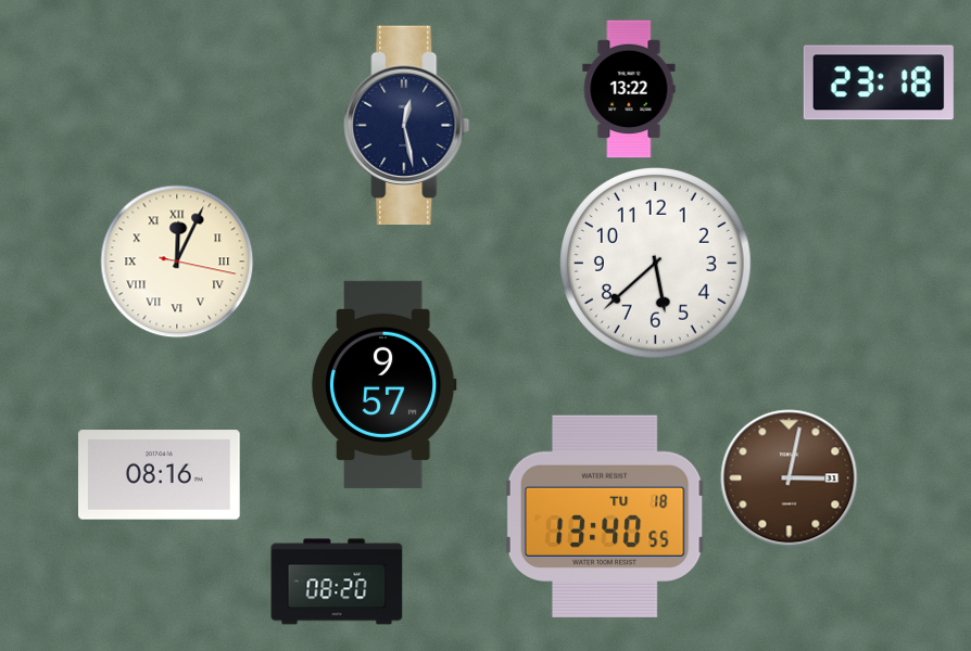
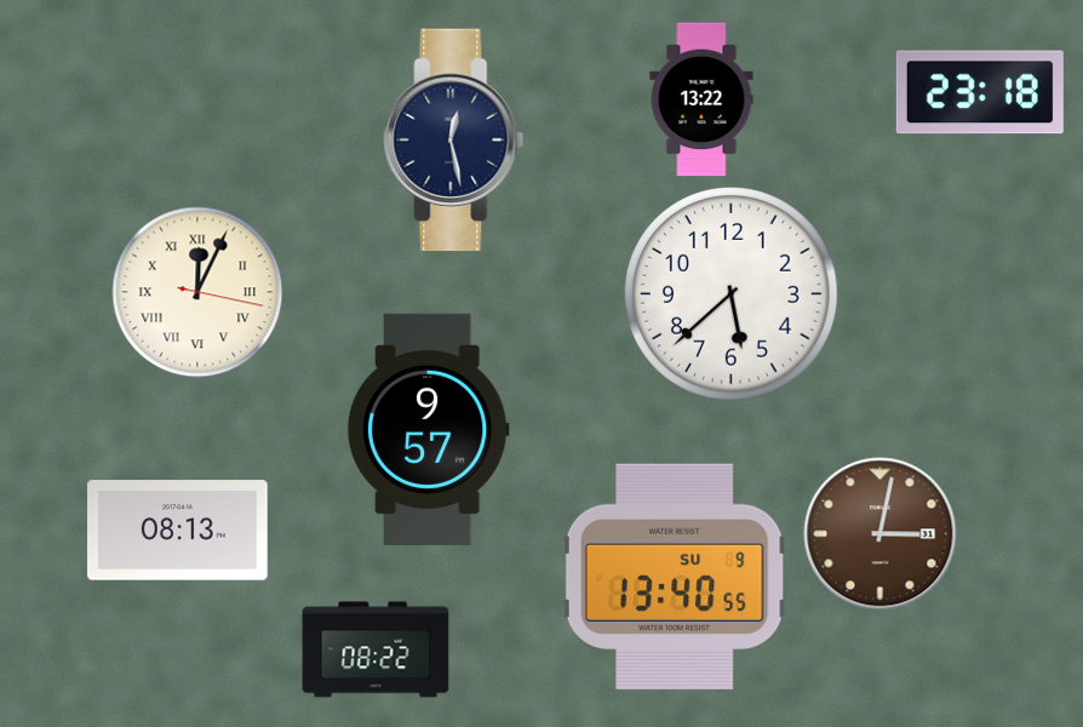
clock at (160, 475): 08:16 -> 08:13
clock at (605, 516) date: TU 18 -> SU 9
clock at (337, 582): 08:20 -> 08:22
